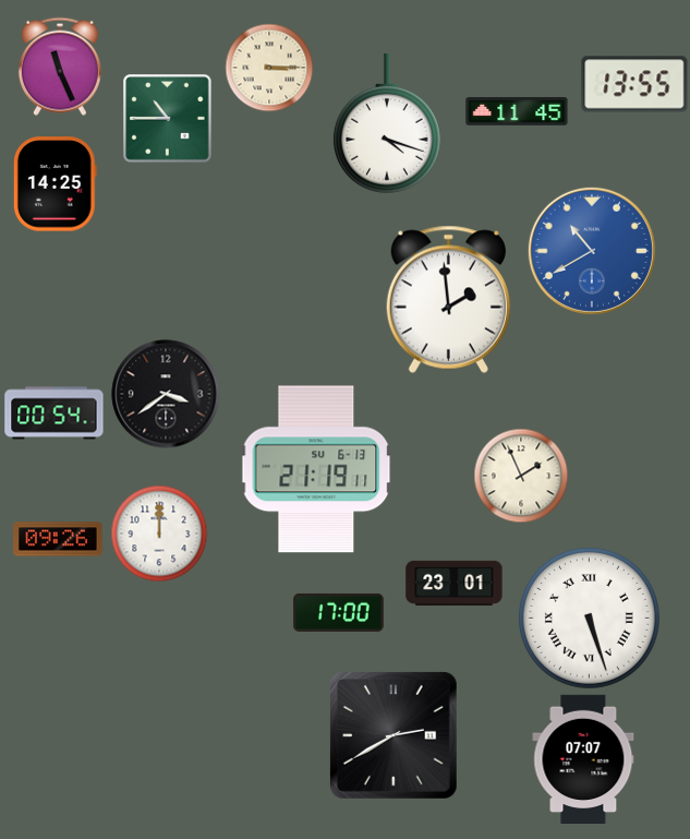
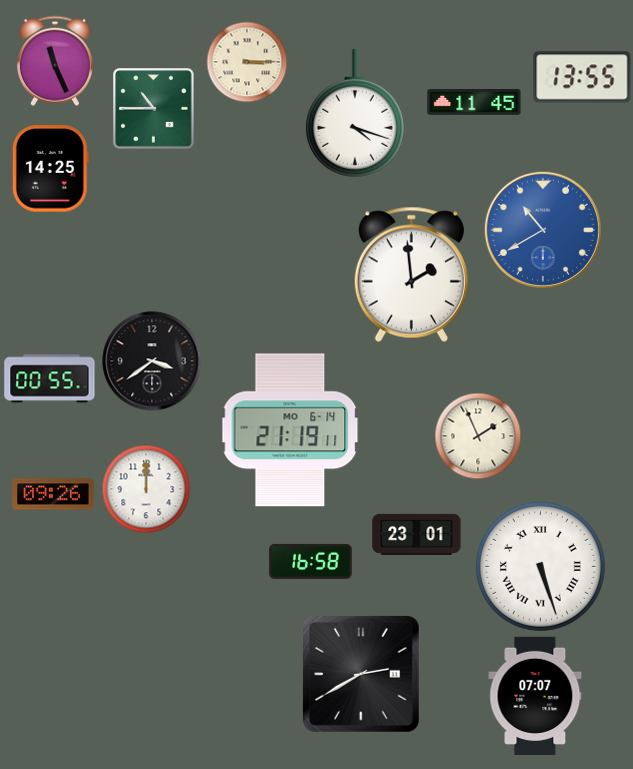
clock at (55, 413): 00:54 -> 00:55
clock at (316, 469) date: SU 6-13 -> MO 6-14
clock at (339, 612): 17:00 -> 16:58
